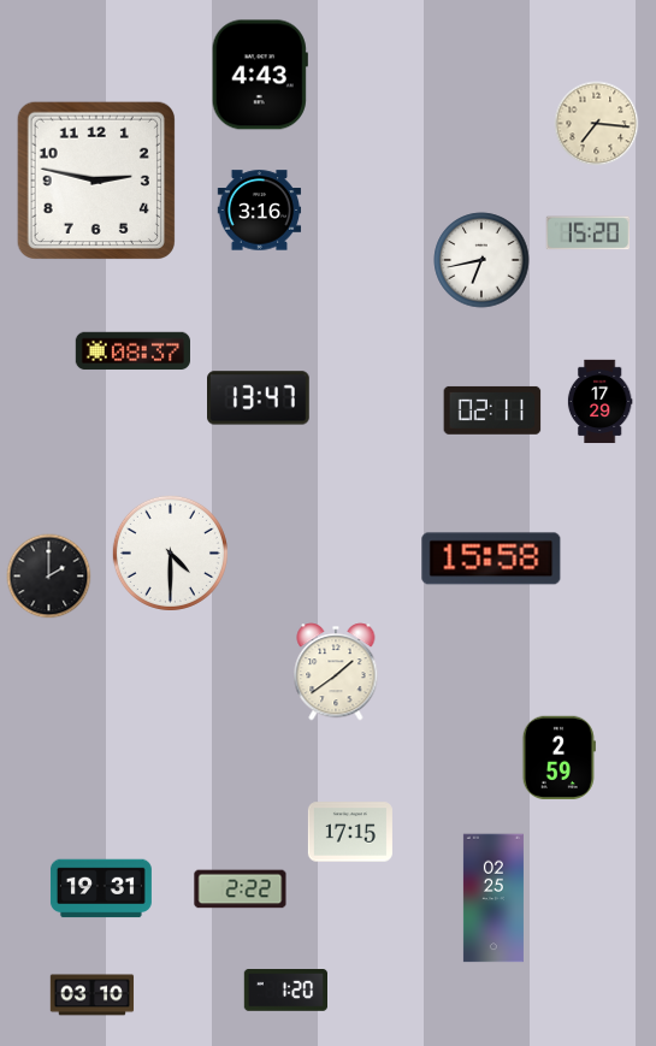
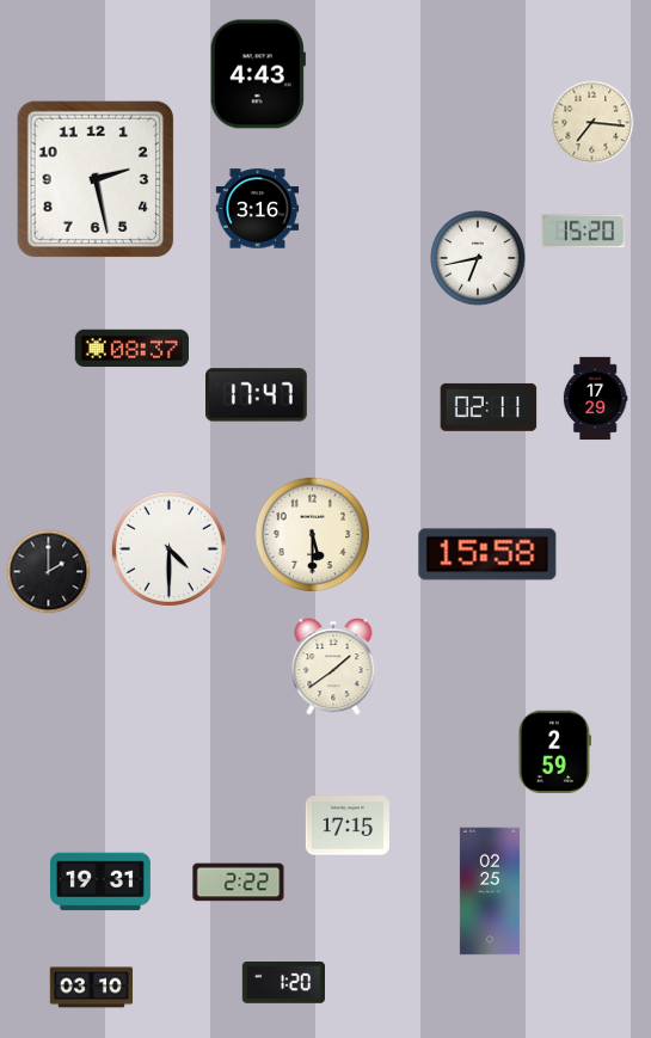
clock at (96, 181): 2:47 -> 2:28
clock at (259, 398): 13:47 -> 17:47
clock at (312, 534): none -> 5:30
